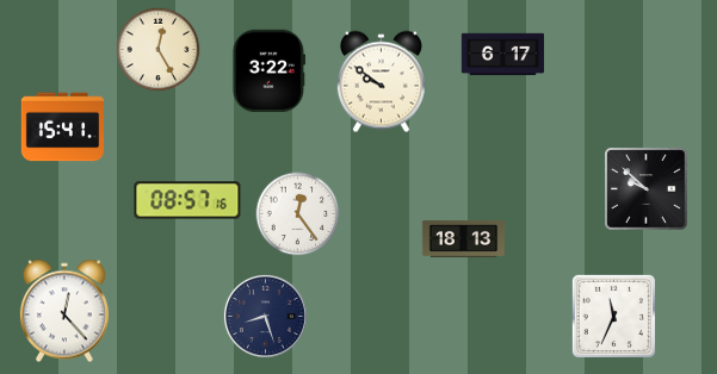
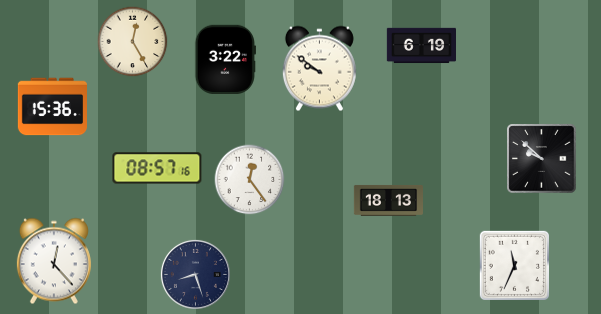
clock at (502, 55): 6:17 -> 6:19
clock at (62, 127): 15:41 -> 15:36
clock at (265, 316) position: (265, 316) -> (195, 274)
